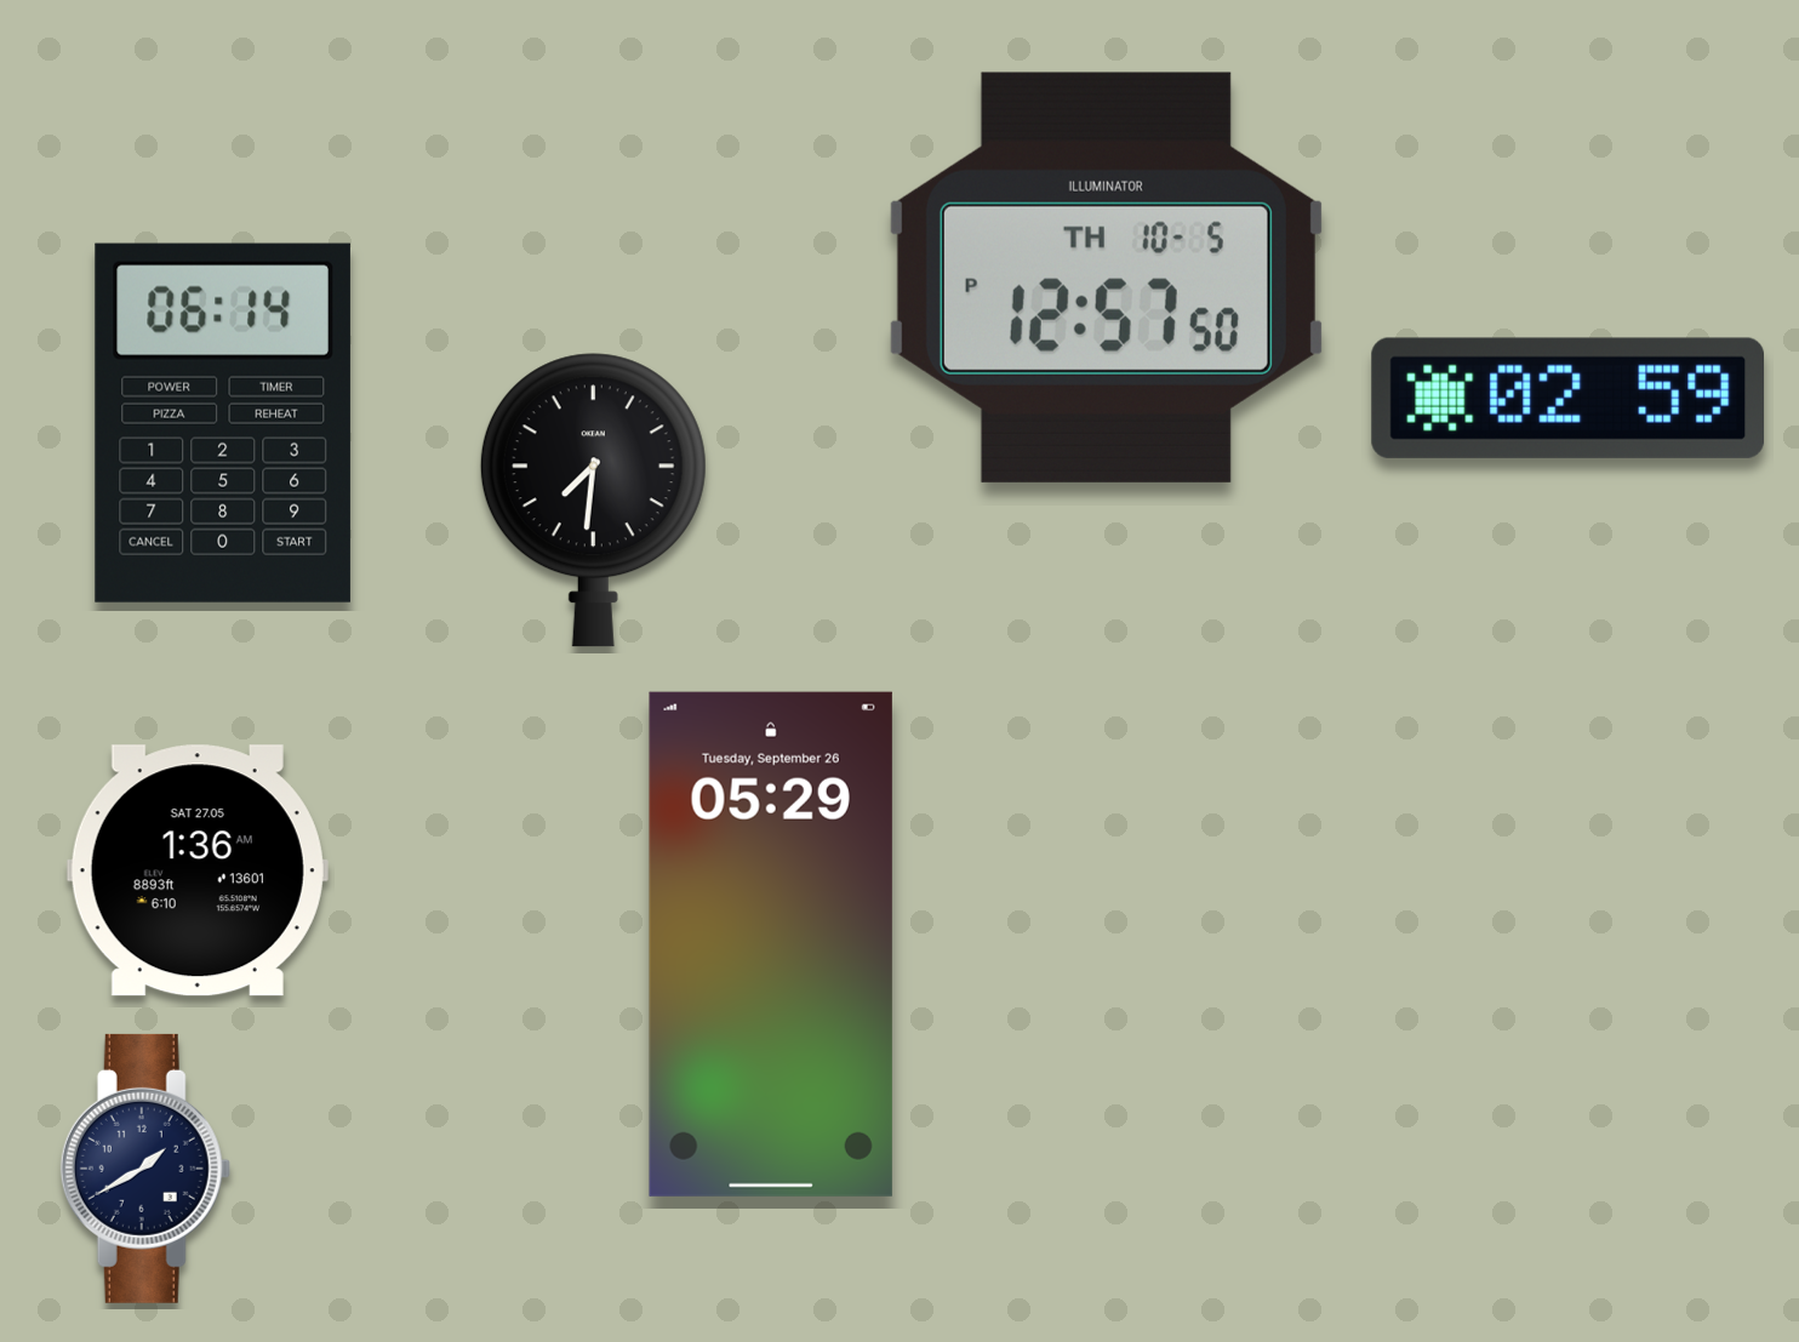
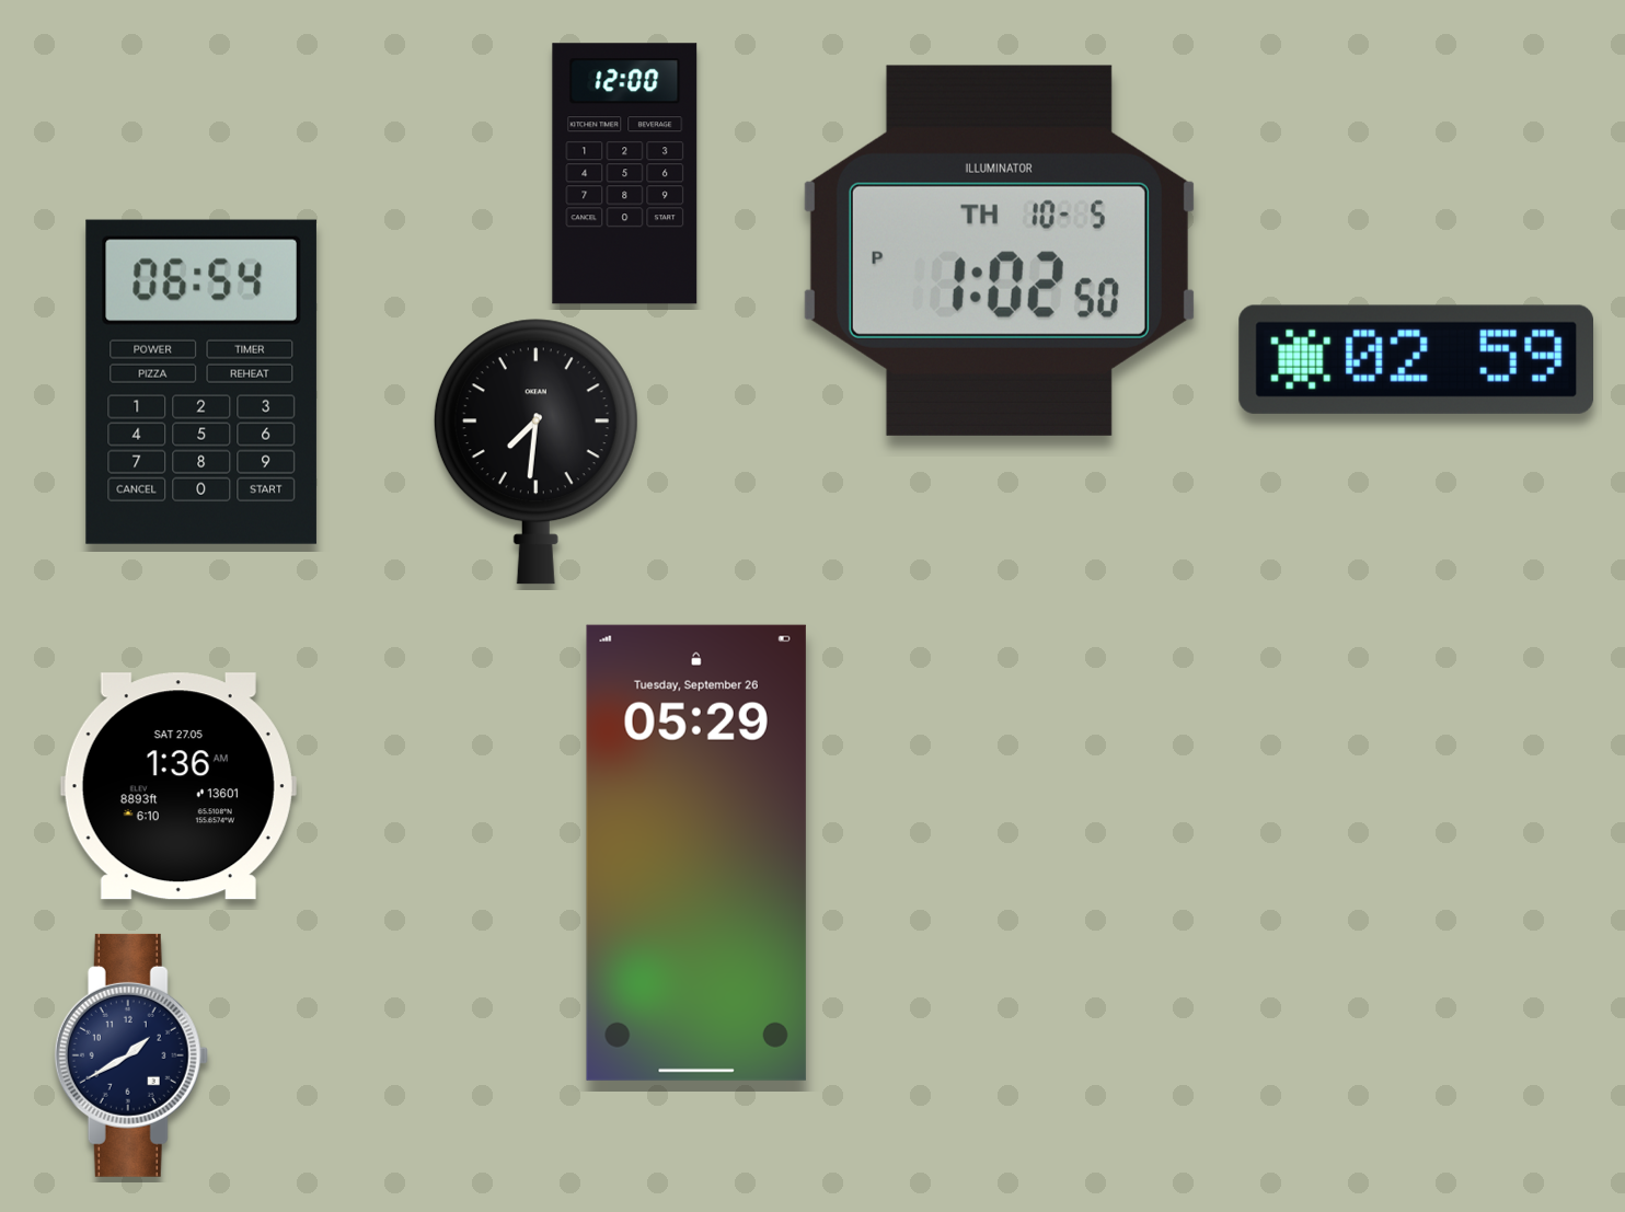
clock at (625, 174): none -> 12:00
clock at (1107, 278): 12:57 -> 1:02
clock at (223, 423): 06:14 -> 06:54
